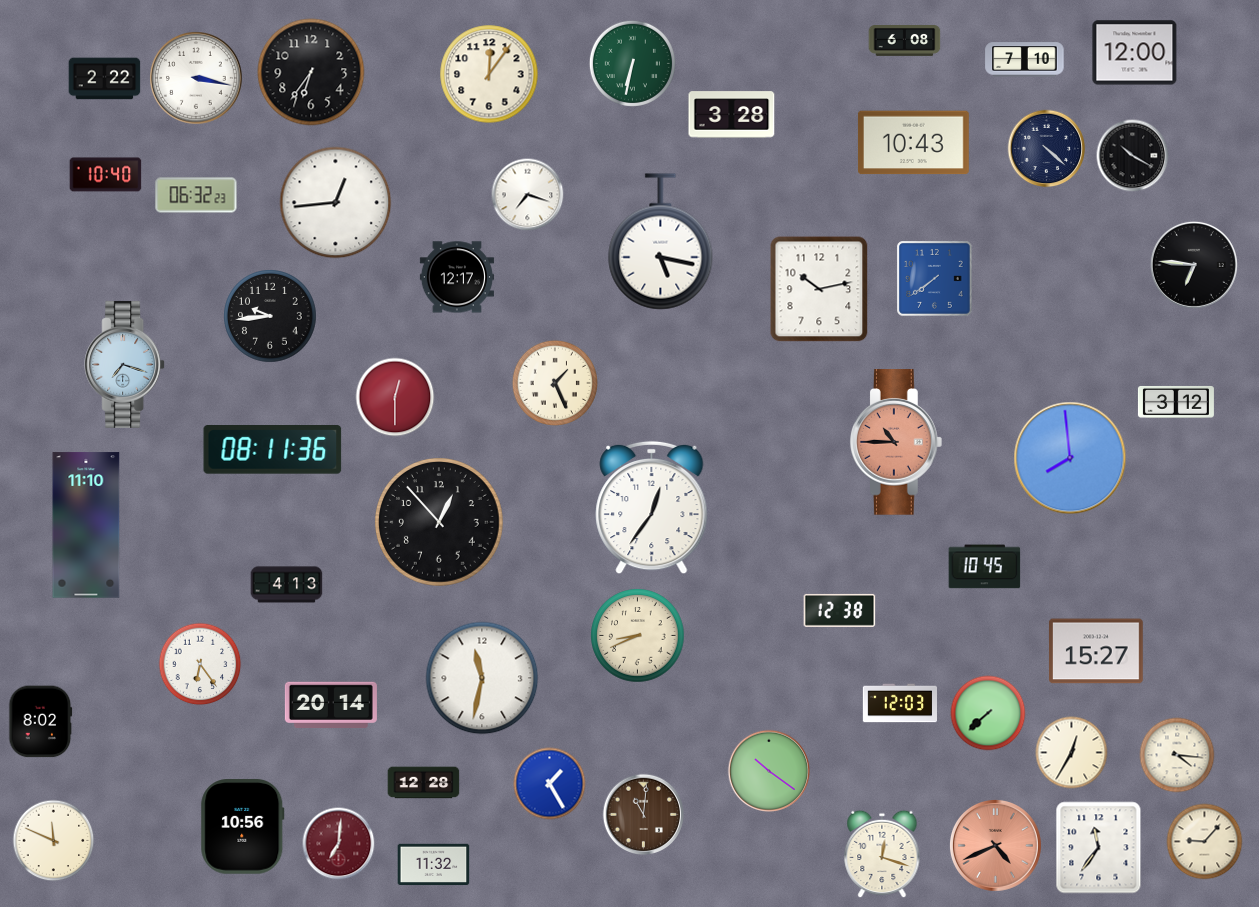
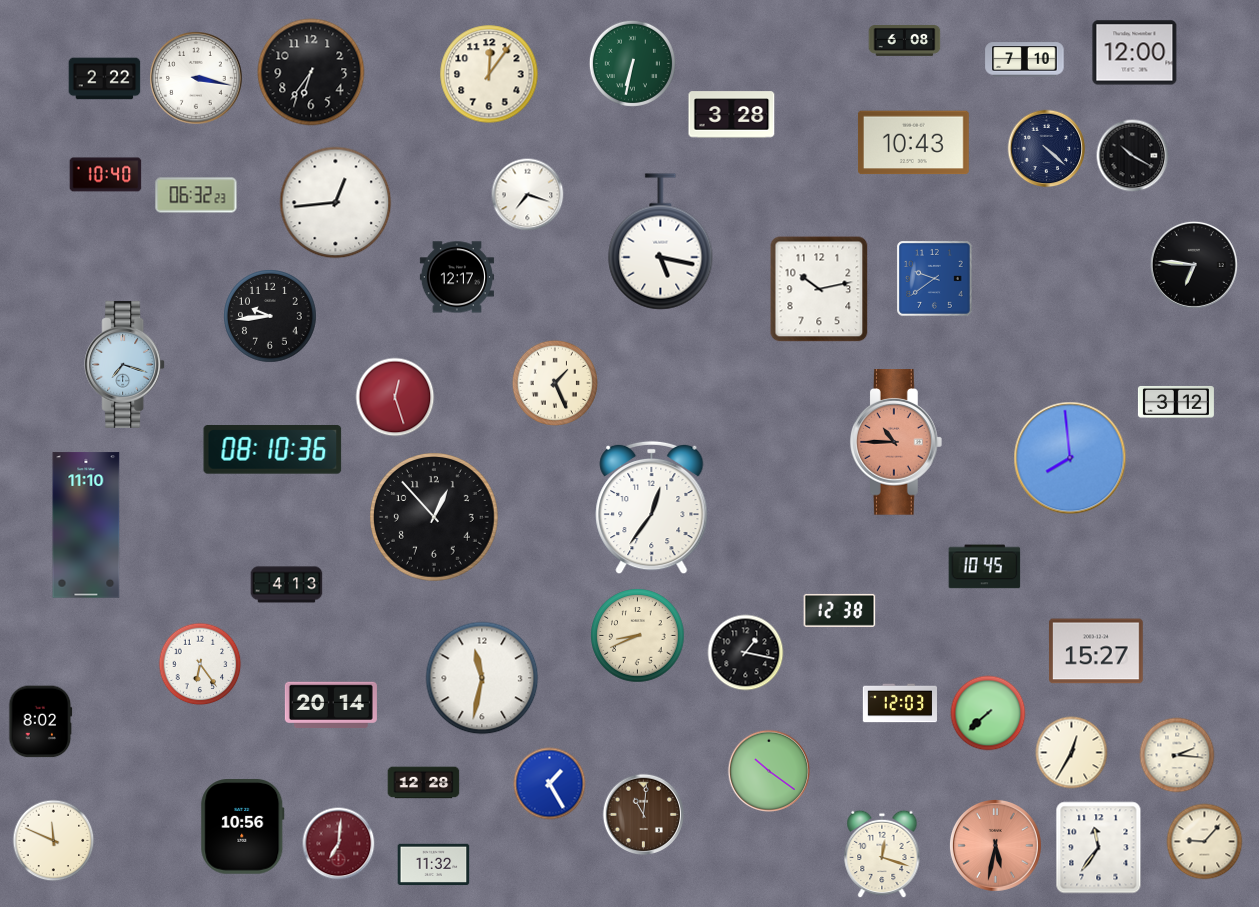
clock at (935, 279): 7:39 -> 9:39
clock at (395, 397): 12:30 -> 12:27
clock at (273, 450): 08:11 -> 08:10
clock at (440, 523) position: (440, 523) -> (435, 518)
clock at (746, 653): none -> 1:17
clock at (1177, 755): 4:16 -> 2:16
clock at (995, 845): 4:41 -> 5:32
